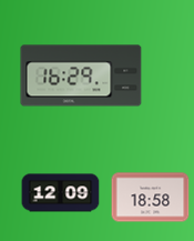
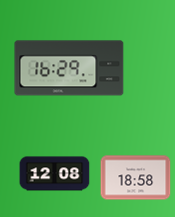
clock at (81, 76) position: (81, 76) -> (69, 68)
clock at (61, 193): 12:09 -> 12:08
